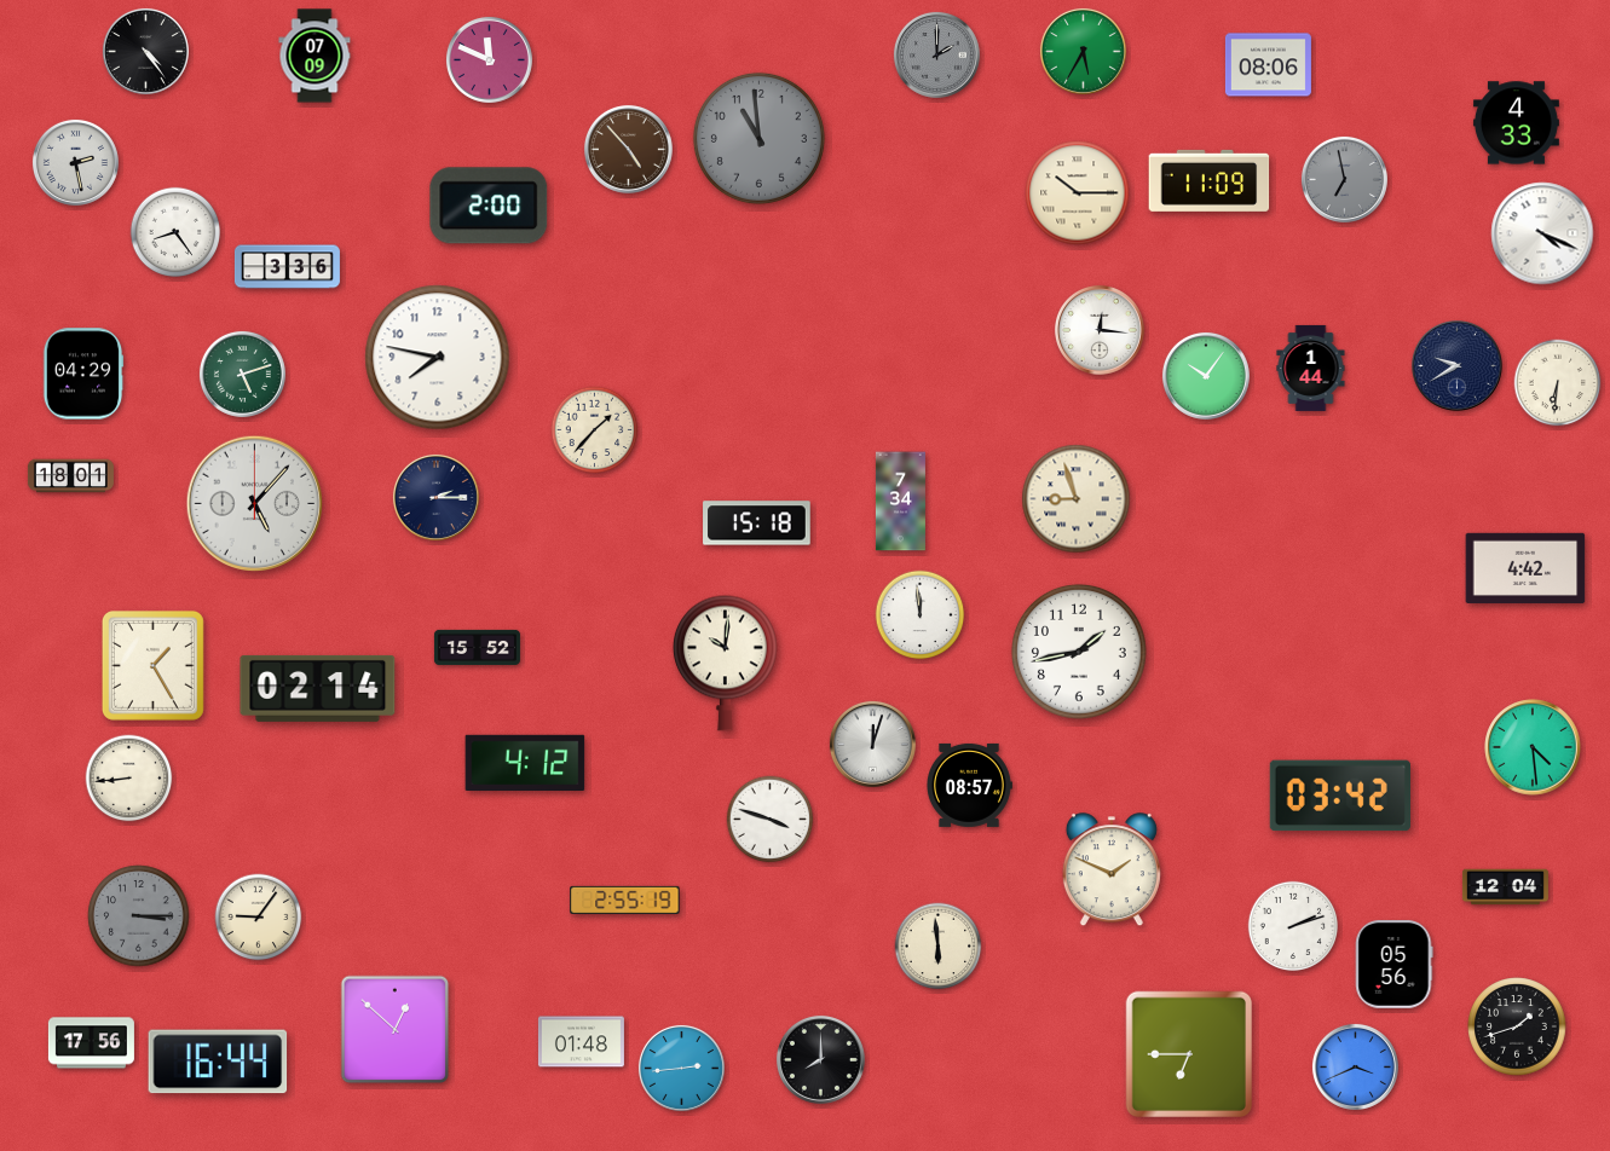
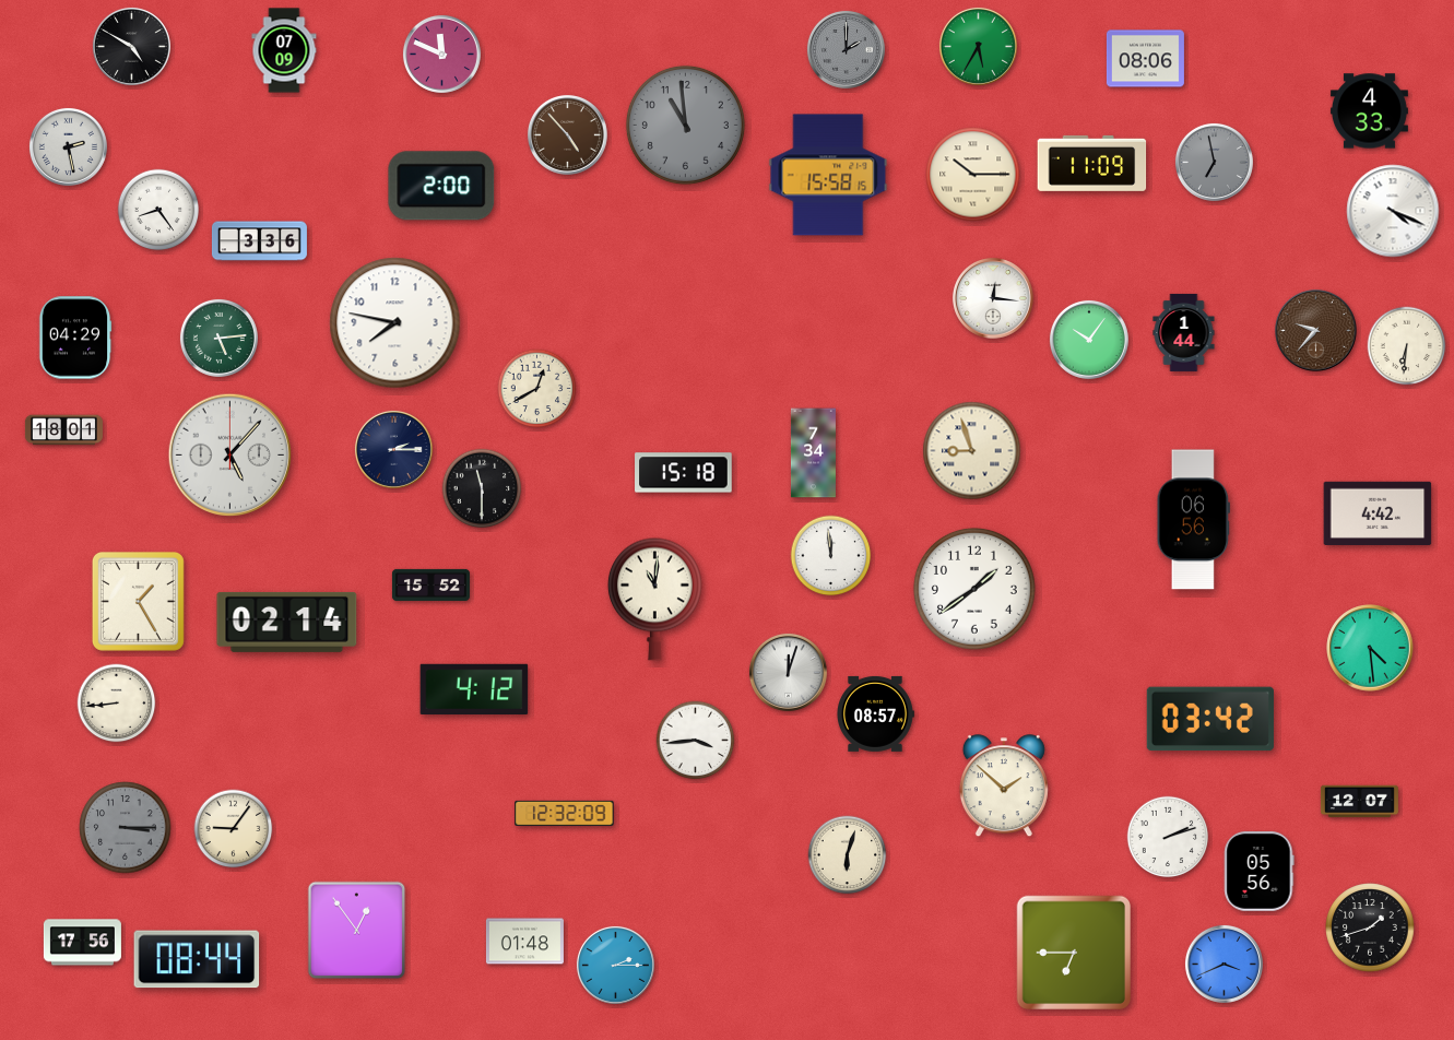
clock at (145, 51): 4:24 -> 4:50
clock at (828, 175): none -> 15:58
clock at (1458, 366): 9:40 -> 9:37
clock at (1458, 366) dial: navy -> brown
clock at (242, 374): 5:12 -> 5:14
clock at (595, 430): 1:37 -> 12:40
clock at (482, 488): none -> 11:30
clock at (1193, 520): none -> 06:56
clock at (1079, 652): 1:43 -> 1:39
clock at (725, 663): 10:01 -> 11:01
clock at (1533, 747) position: (1533, 747) -> (1370, 648)
clock at (970, 785) position: (970, 785) -> (876, 713)
clock at (771, 820): 3:48 -> 3:44
clock at (1112, 871): 1:49 -> 1:52
clock at (1505, 887): 12:04 -> 12:07
clock at (625, 900): 2:55 -> 12:32
clock at (939, 947): 5:59 -> 6:03
clock at (396, 1030): 12:52 -> 12:54
clock at (820, 1059): 8:00 -> none
clock at (218, 1062): 16:44 -> 08:44
clock at (681, 1068): 2:44 -> 2:15
